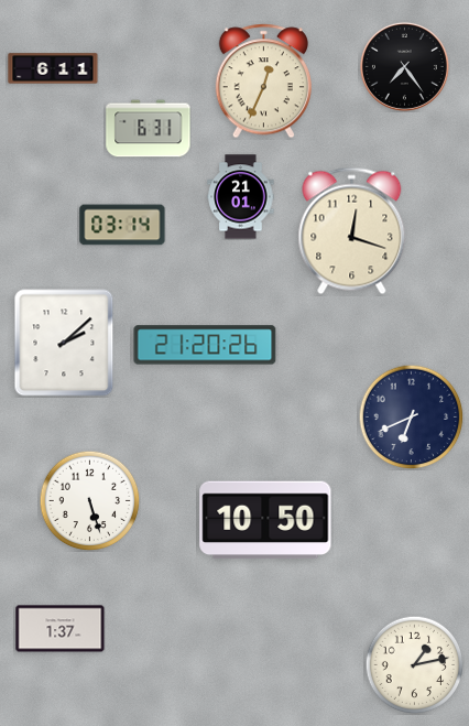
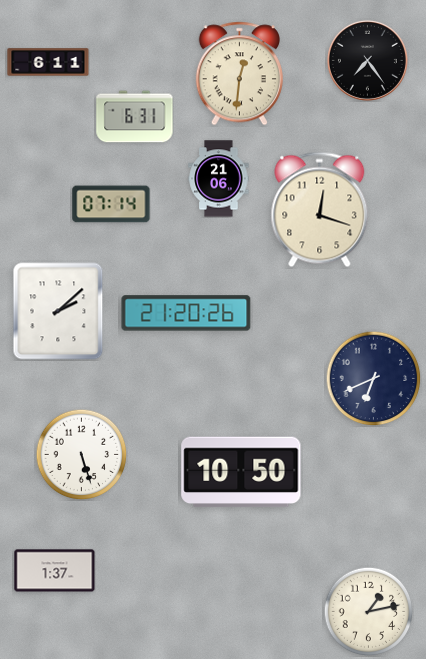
clock at (263, 82): 12:34 -> 12:31
clock at (241, 197): 21:01 -> 21:06
clock at (122, 225): 03:14 -> 07:14
clock at (414, 664) position: (414, 664) -> (368, 611)
